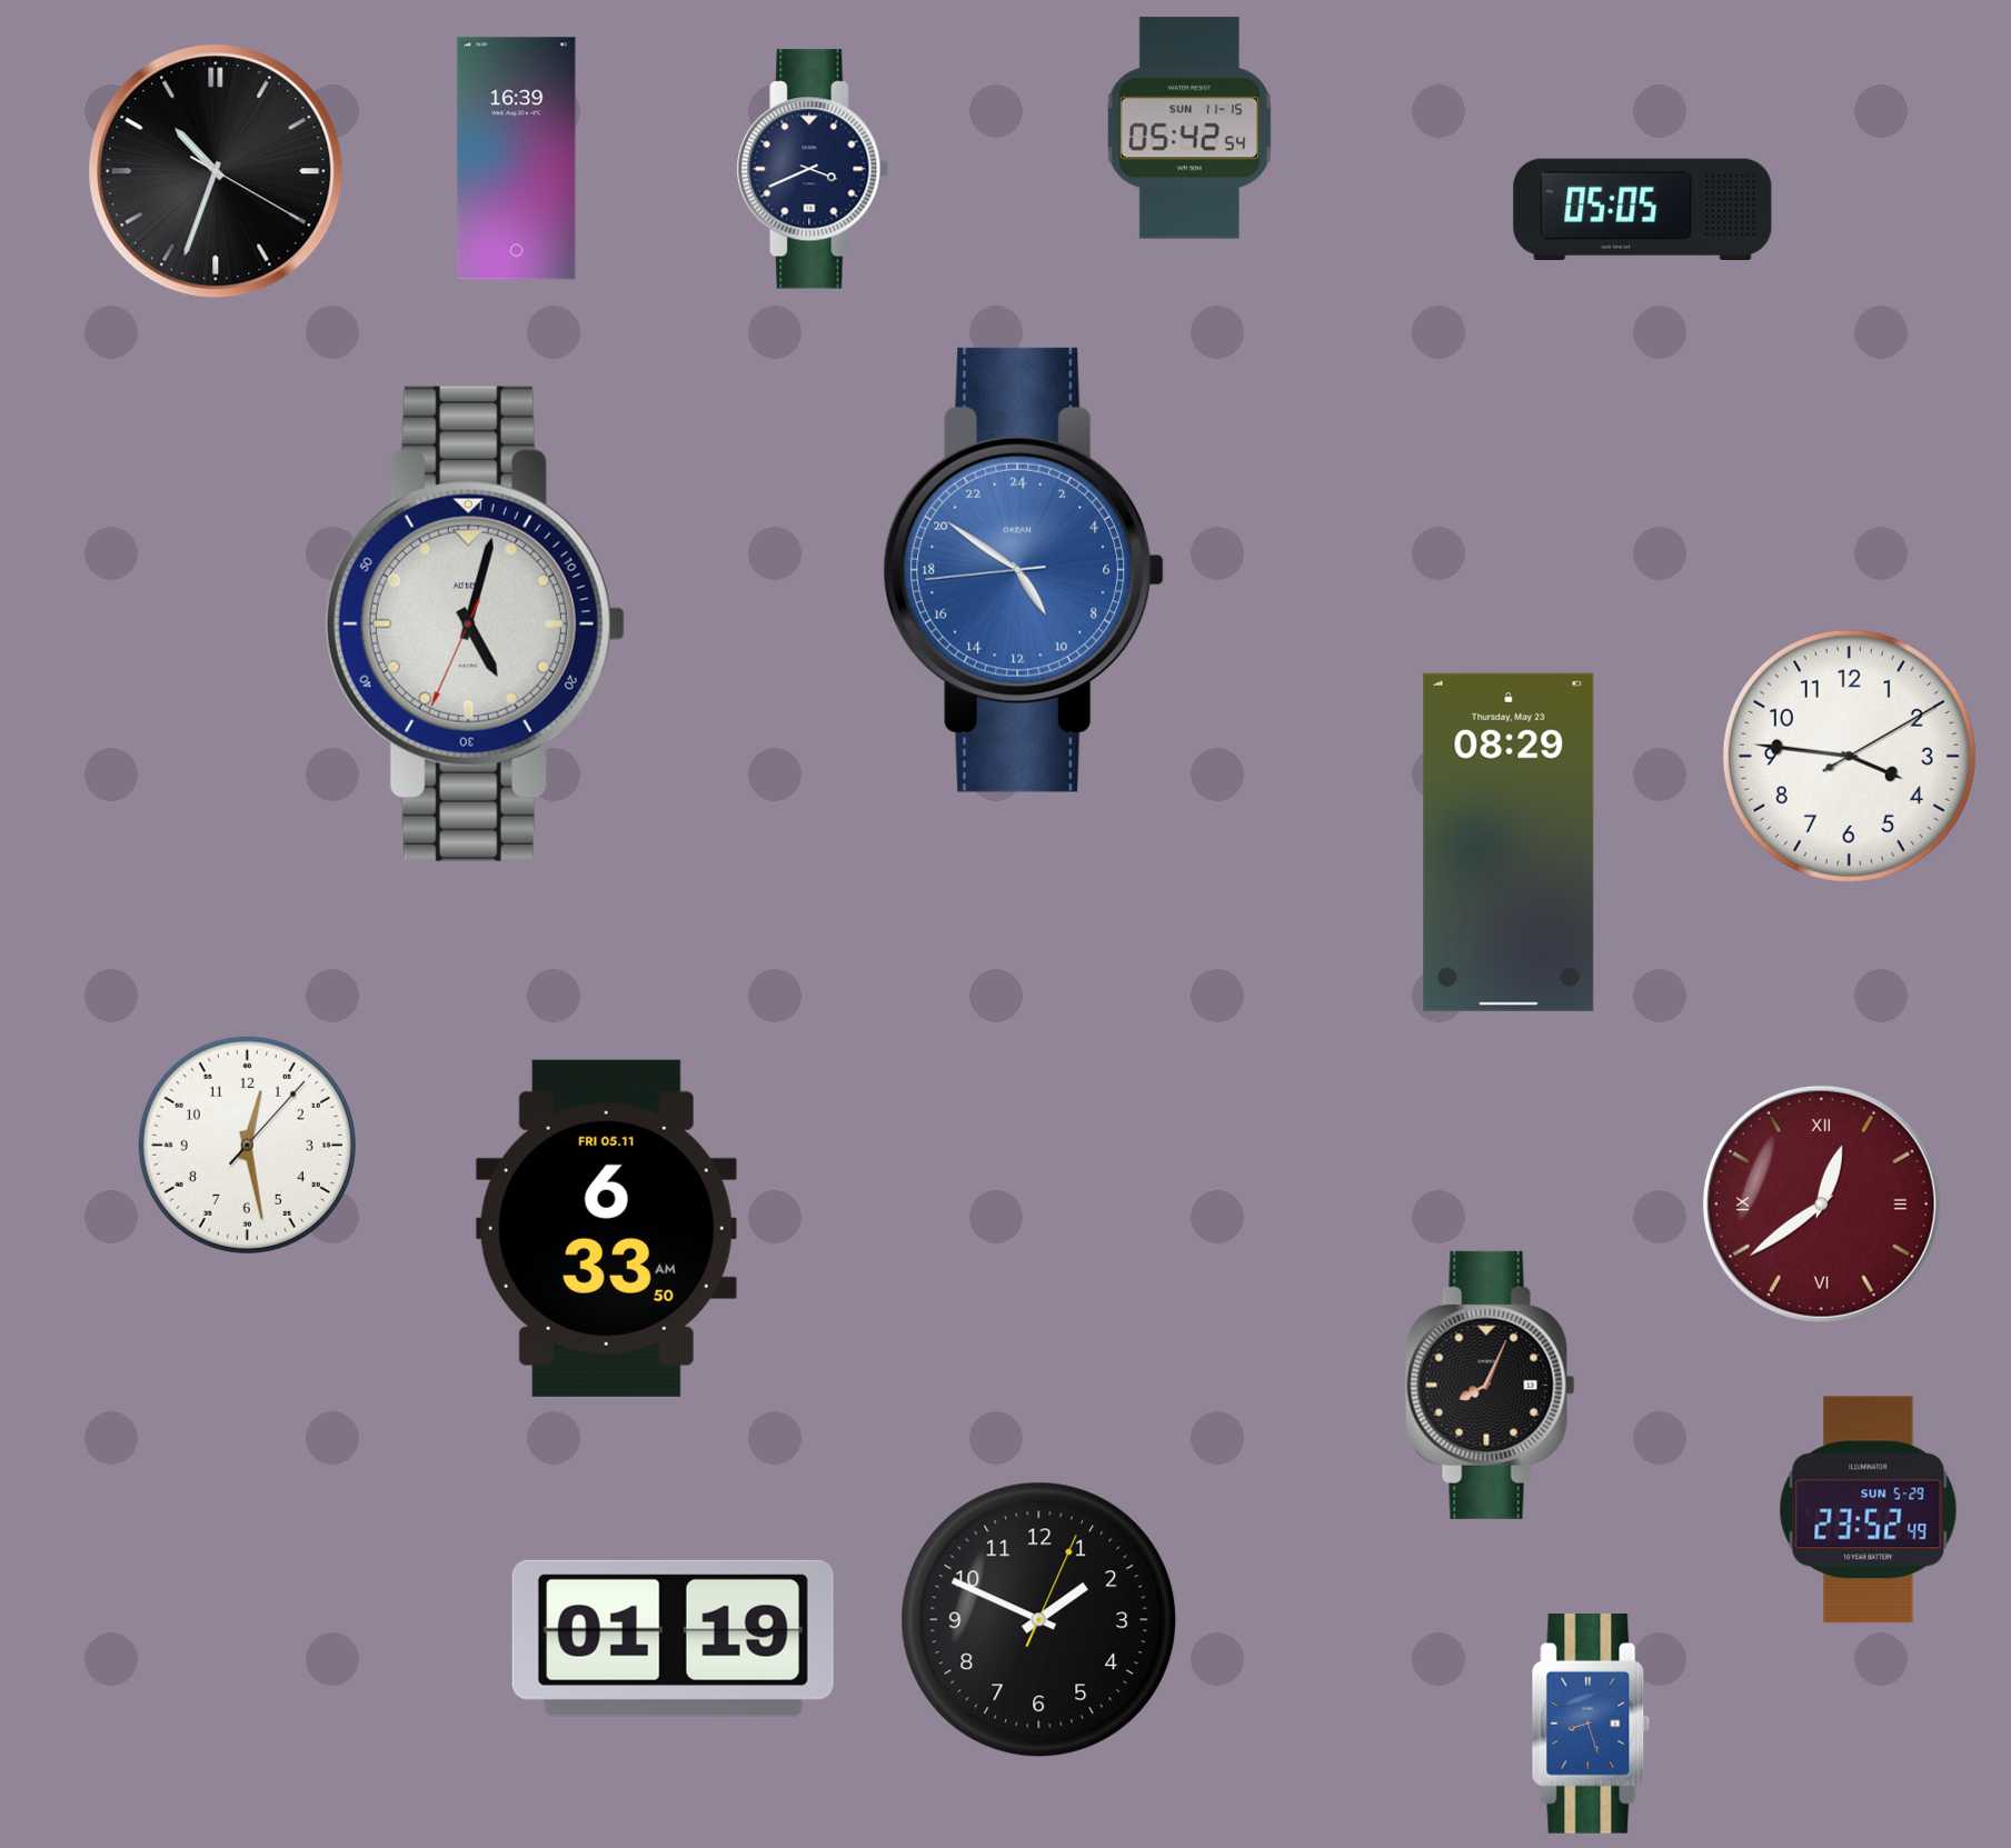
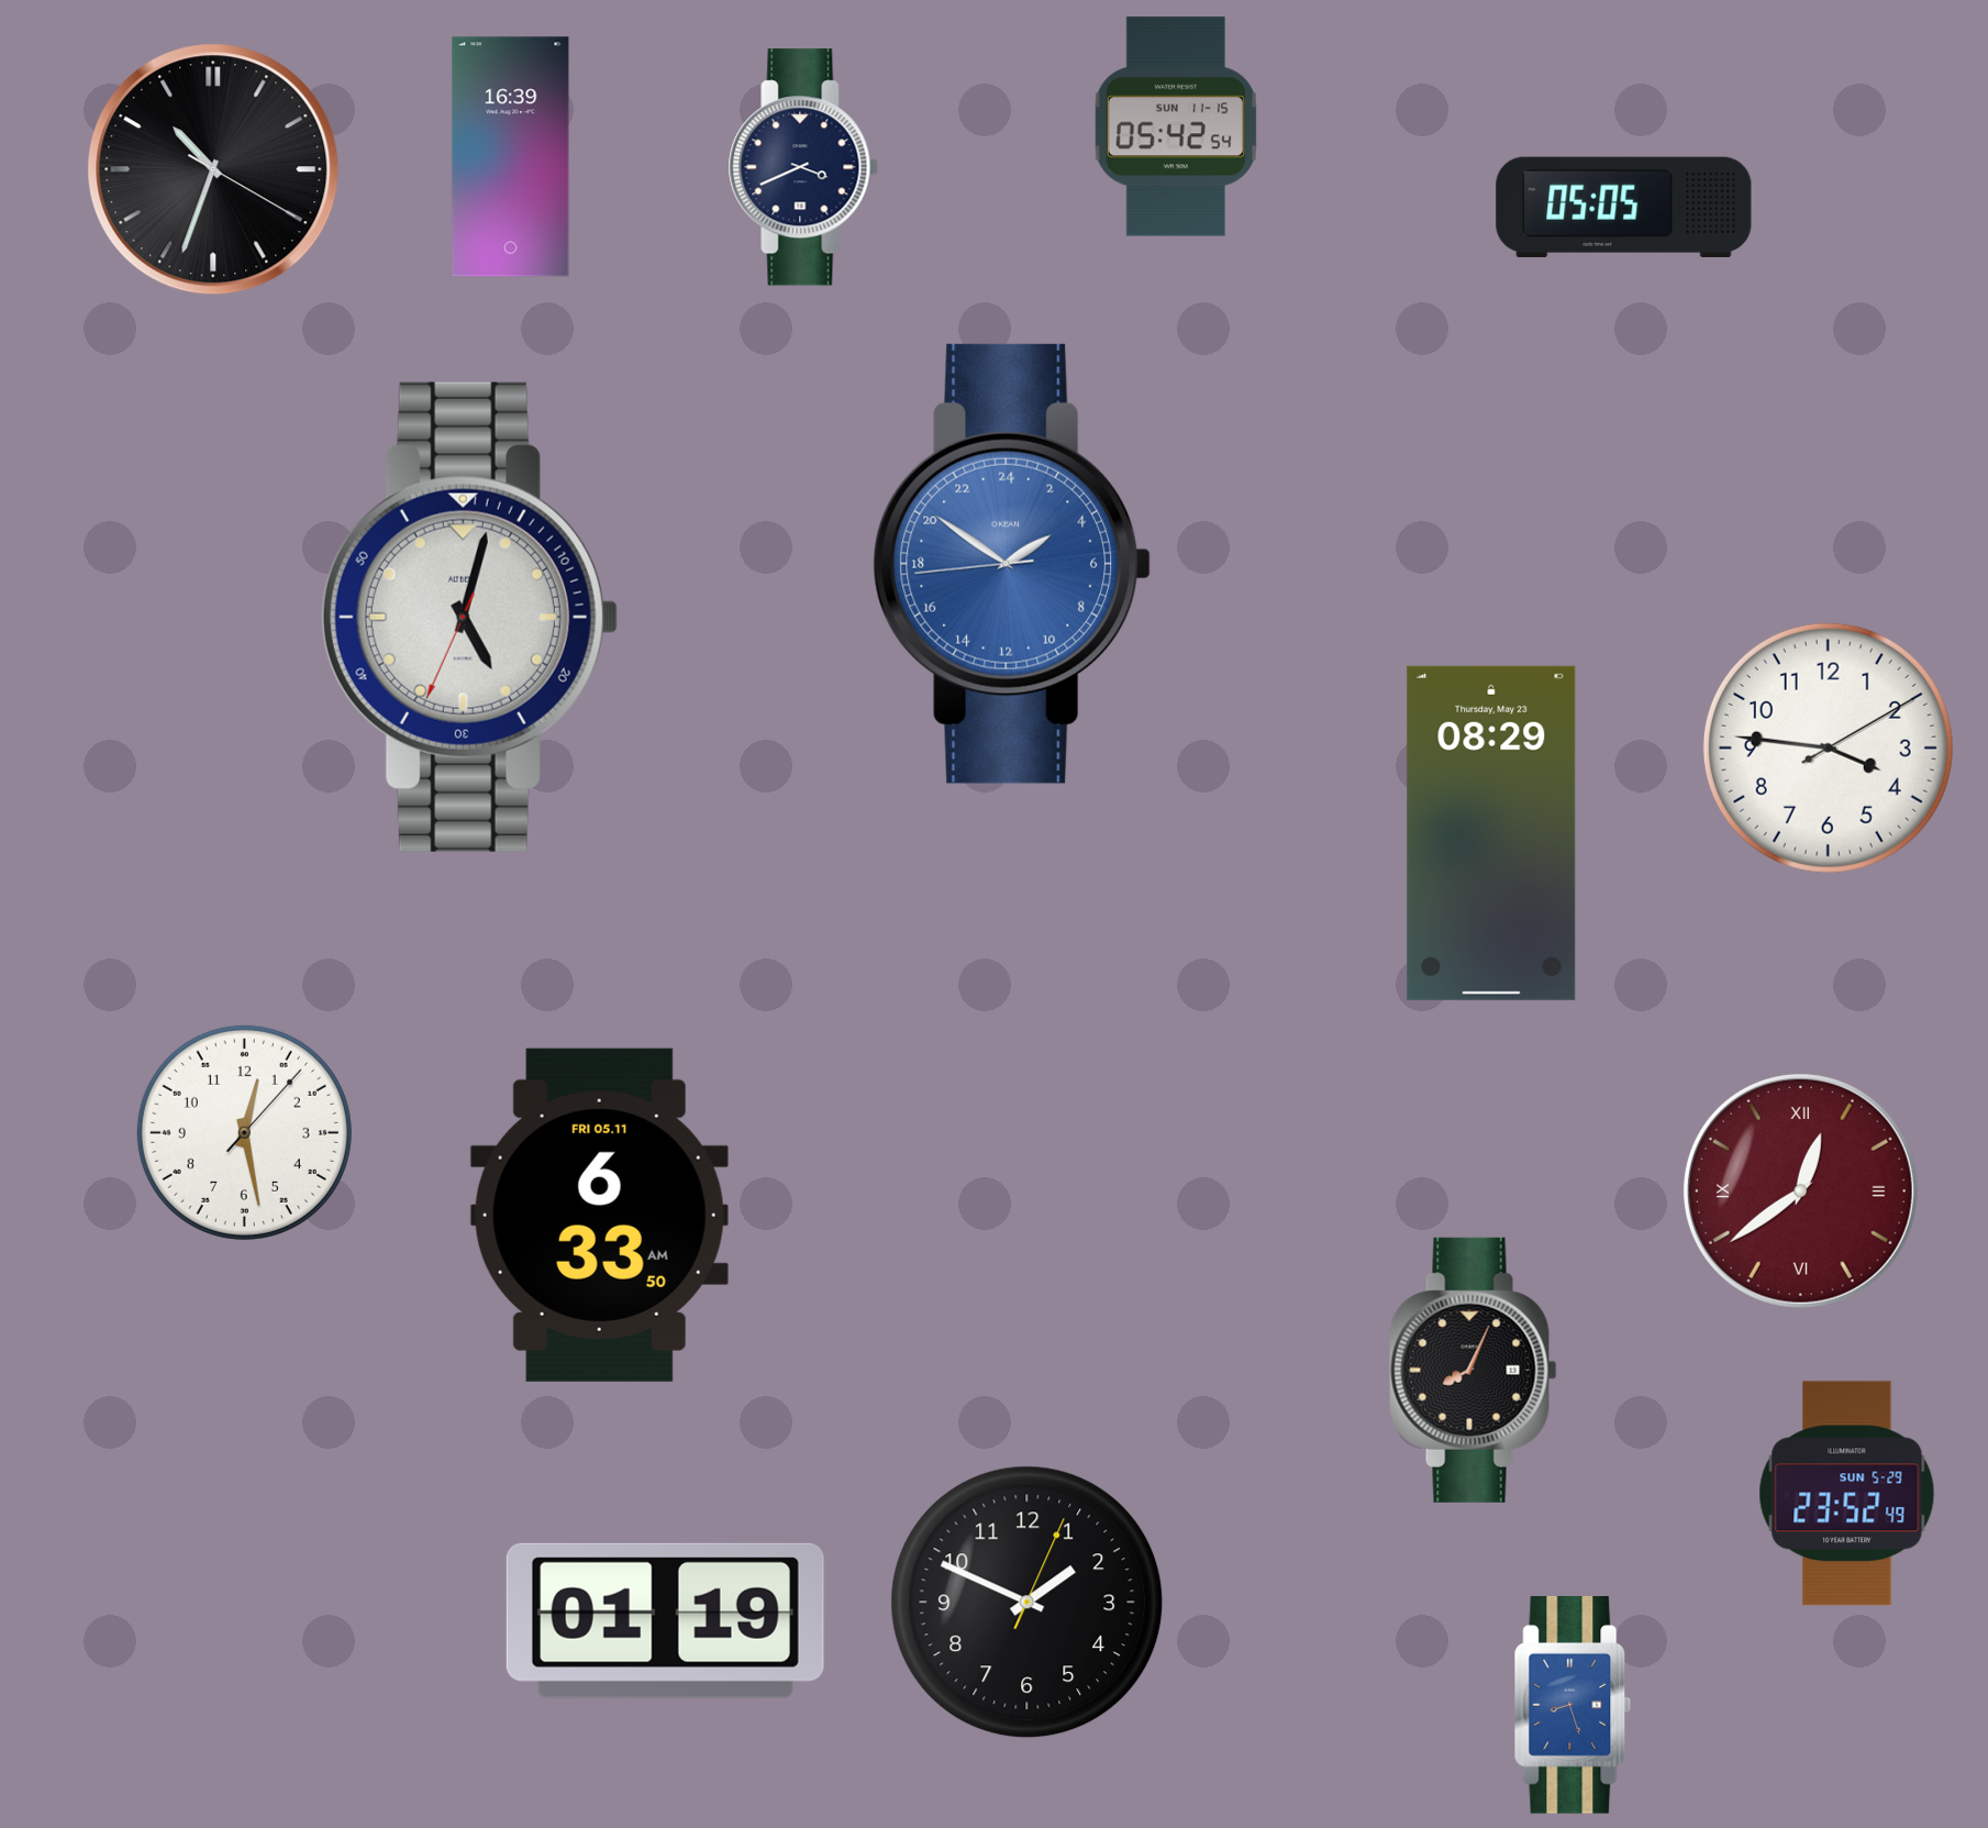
clock at (1024, 570): 9:50 -> 3:50
